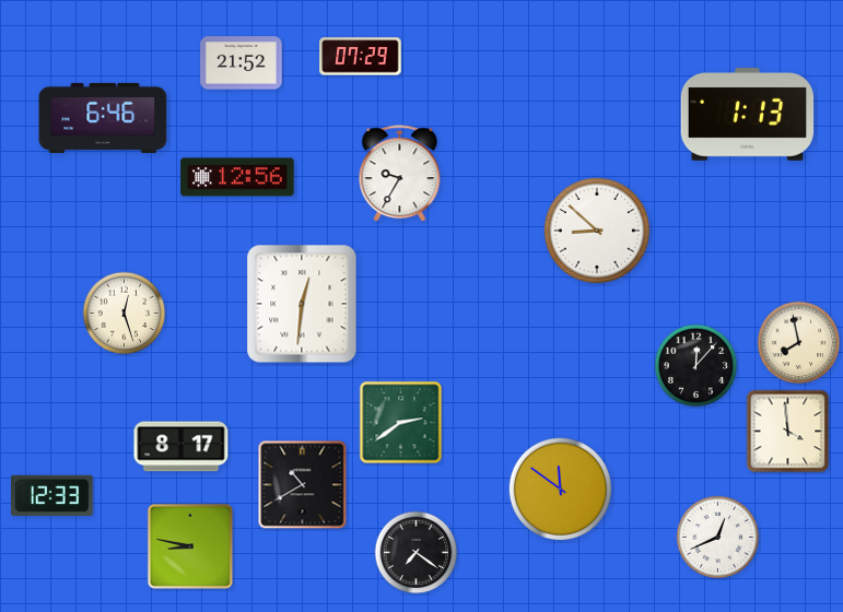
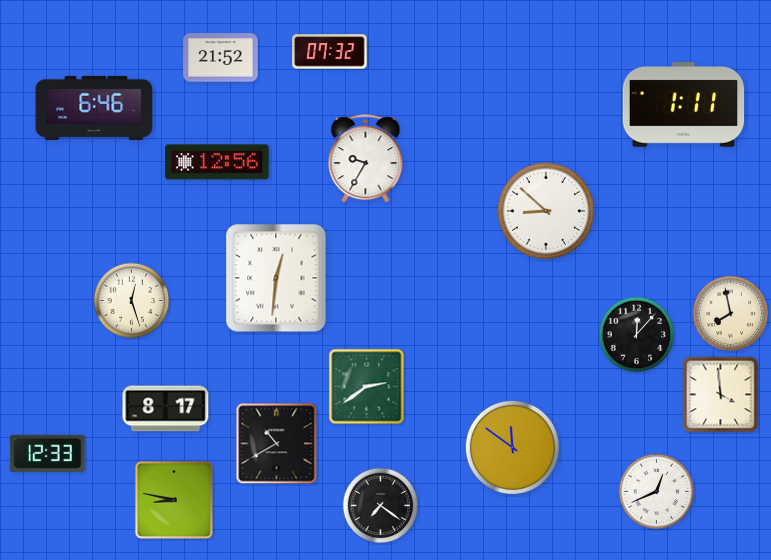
clock at (361, 57): 07:29 -> 07:32
clock at (748, 115): 1:13 -> 1:11
clock at (125, 314) position: (125, 314) -> (132, 301)
